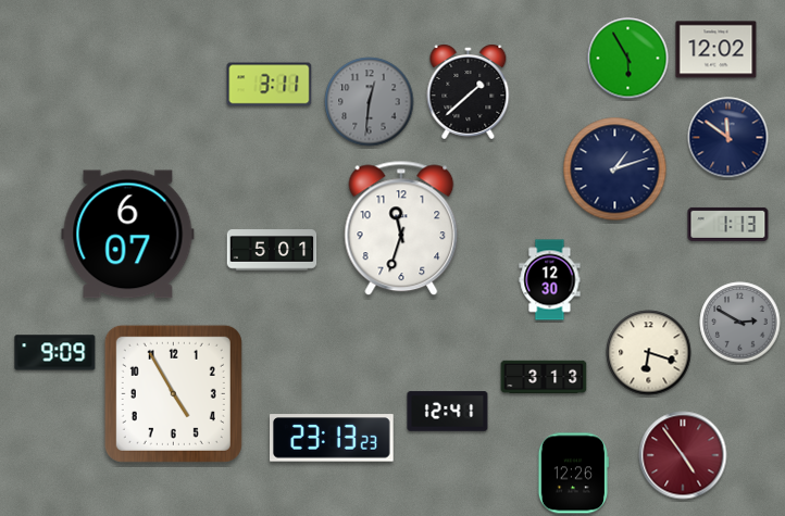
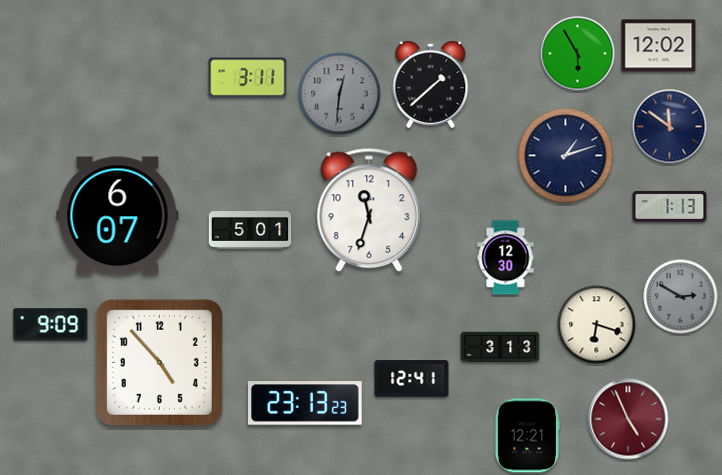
clock at (173, 393): 4:55 -> 4:53
clock at (683, 455): 4:54 -> 4:56
clock at (572, 474): 12:26 -> 12:21
